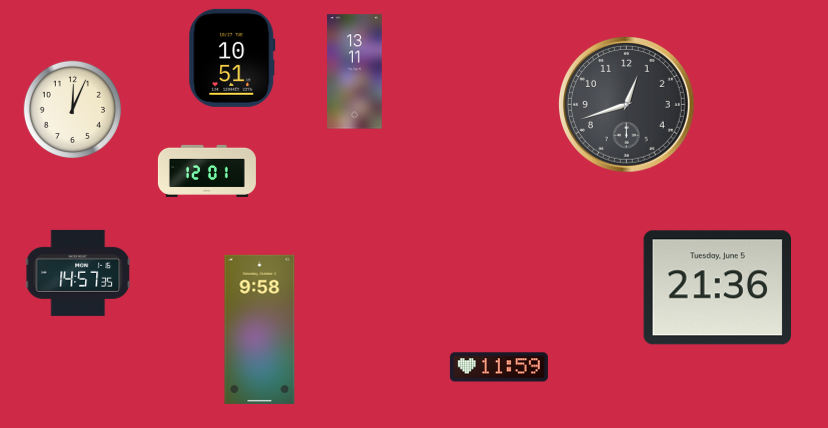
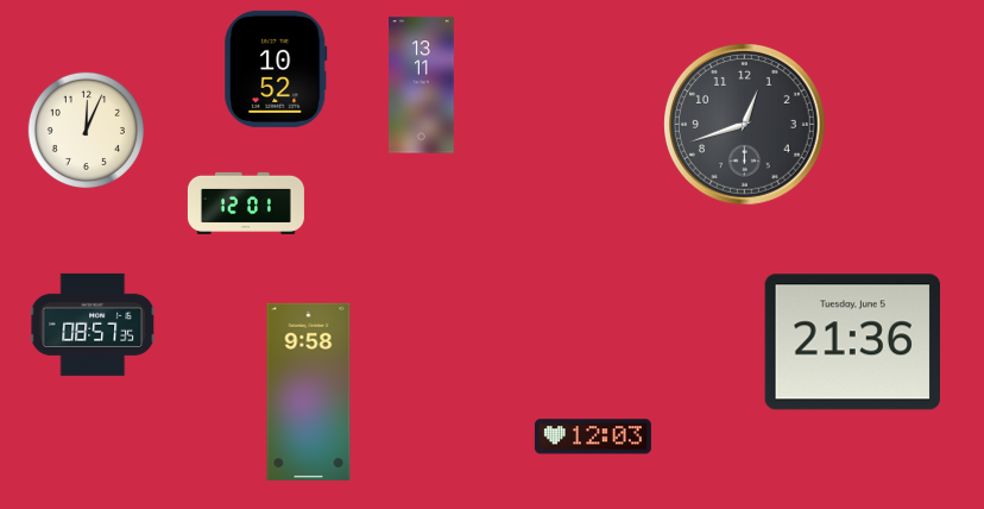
clock at (232, 58): 10:51 -> 10:52
clock at (78, 273): 14:57 -> 08:57
clock at (499, 367): 11:59 -> 12:03
